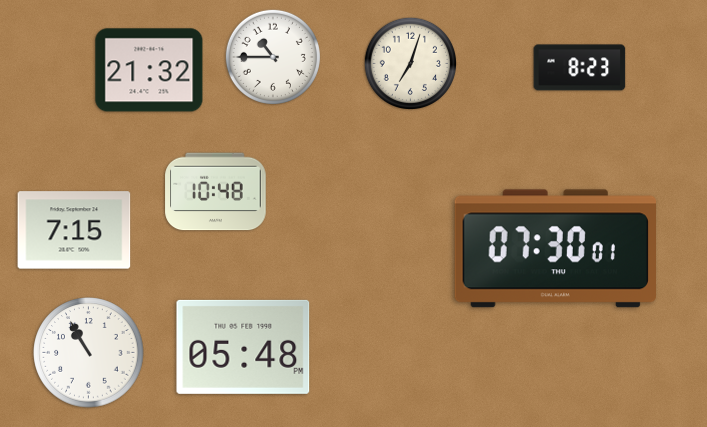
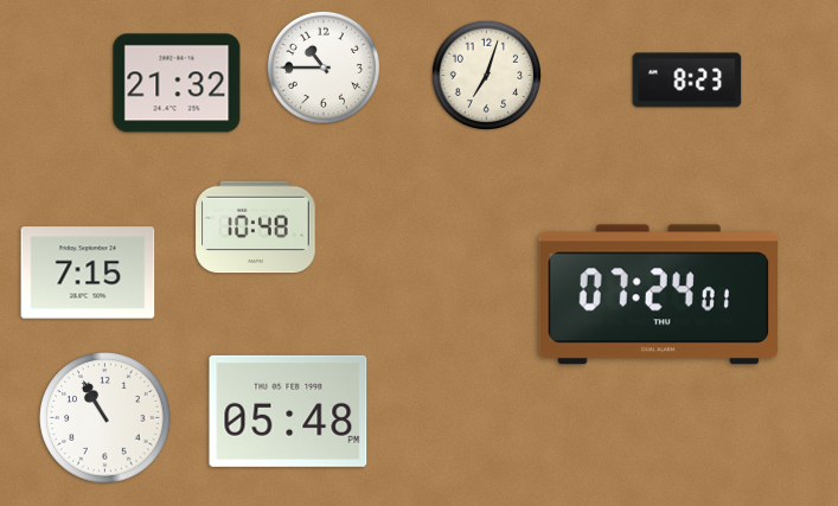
clock at (555, 249): 07:30 -> 07:24
